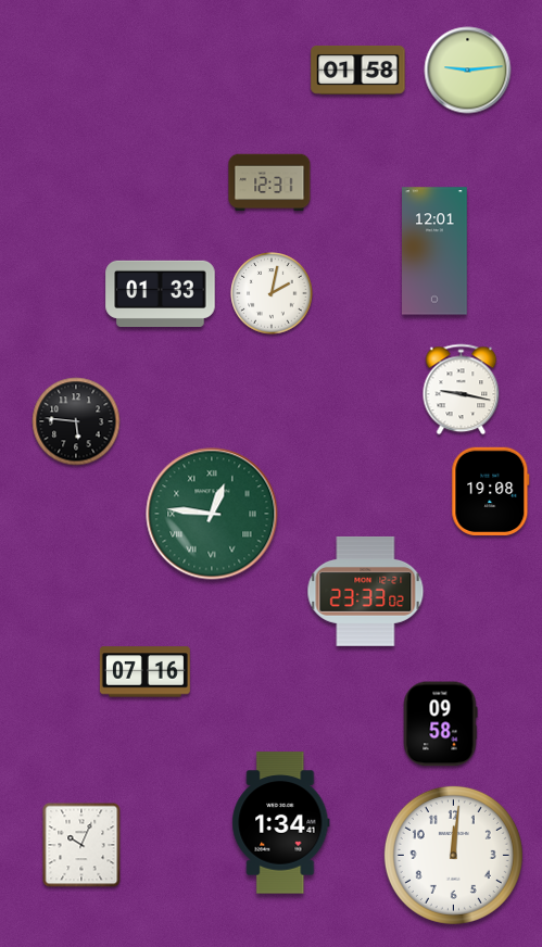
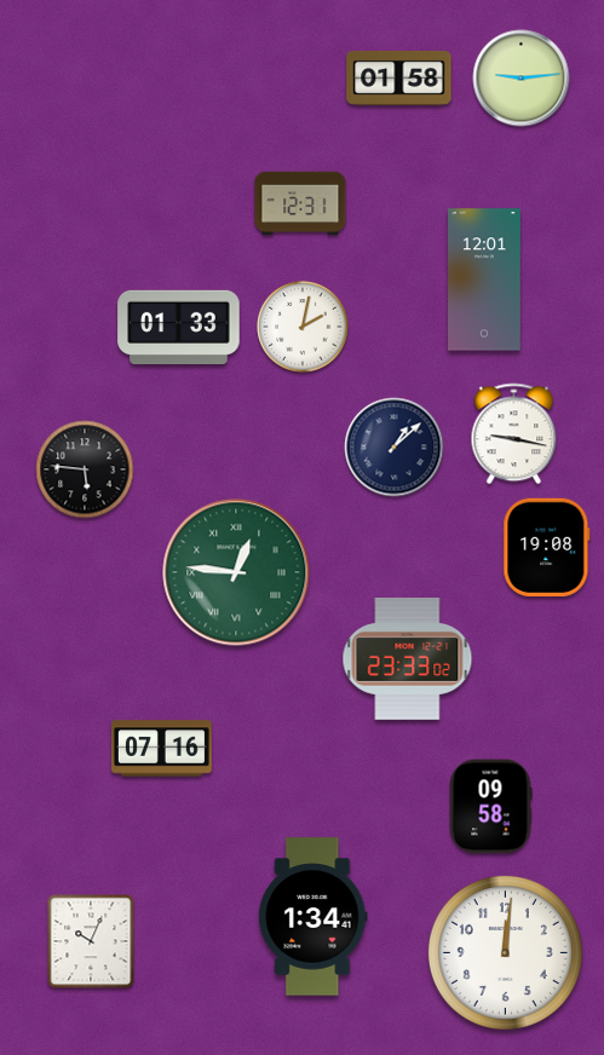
clock at (395, 448): none -> 1:08
